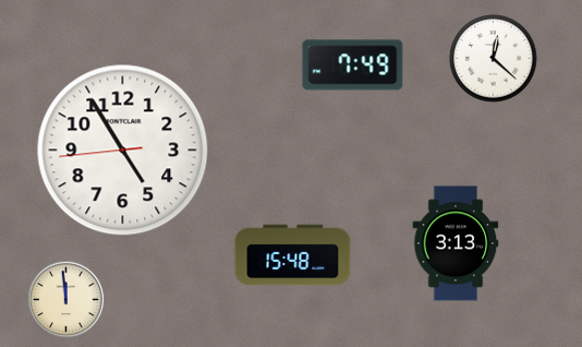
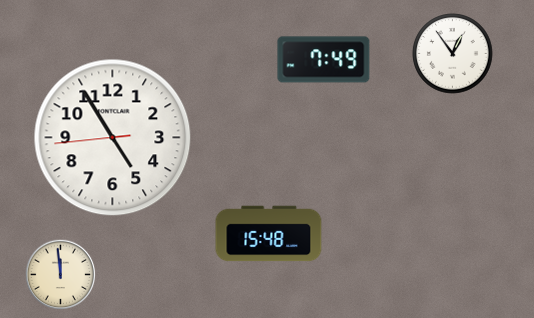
clock at (494, 59): 12:22 -> 12:54
clock at (456, 243): 3:13 -> none
